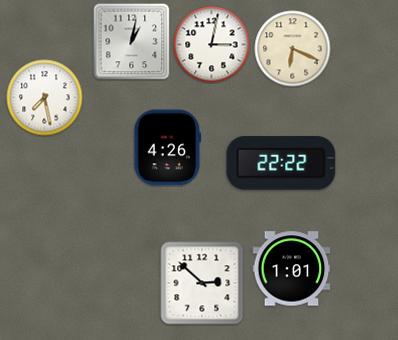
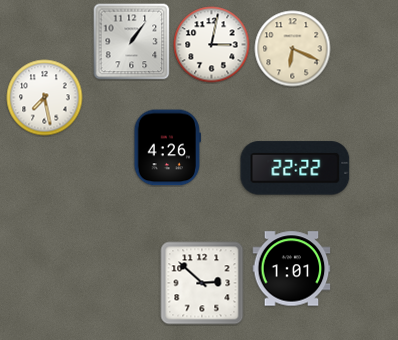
clock at (132, 42): 1:02 -> 1:06
clock at (281, 163) position: (281, 163) -> (295, 168)
